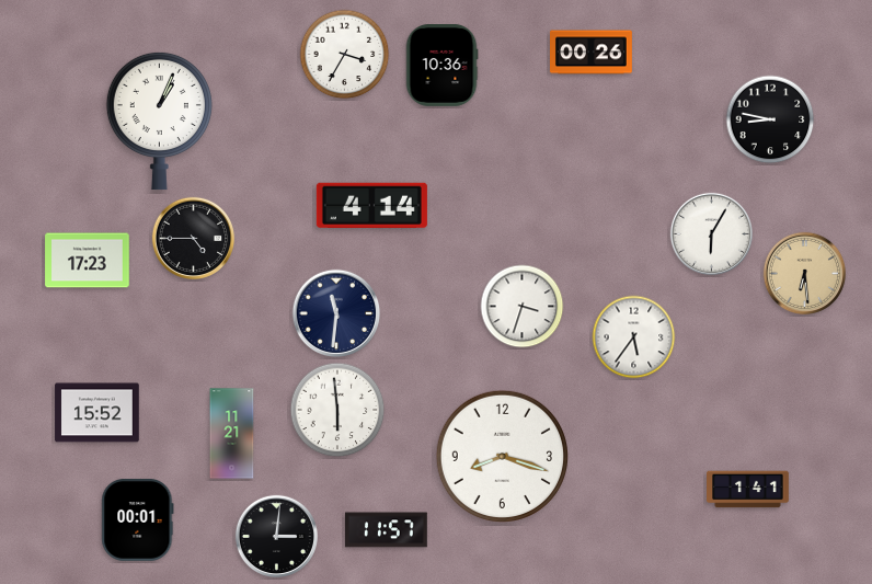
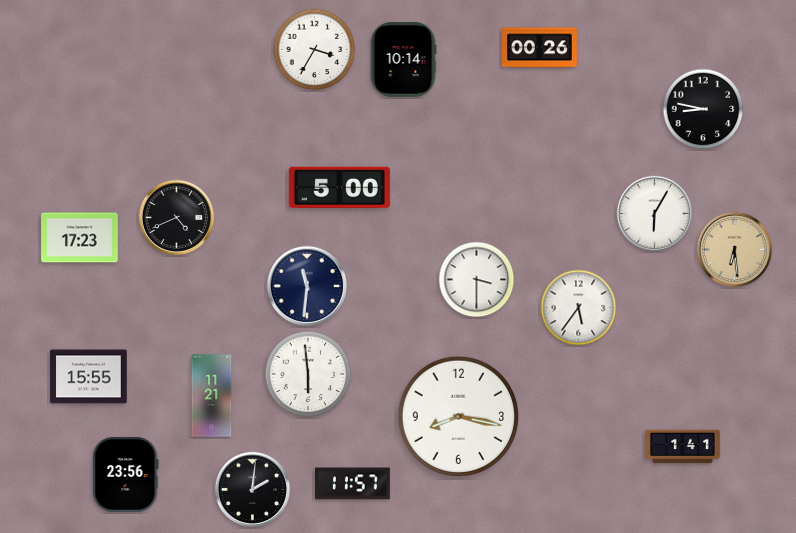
clock at (441, 66): 10:36 -> 10:14
clock at (159, 121): 1:04 -> none
clock at (371, 206): 4:14 -> 5:00
clock at (711, 233) position: (711, 233) -> (654, 213)
clock at (193, 238): 4:45 -> 4:41
clock at (523, 307): 3:33 -> 3:30
clock at (97, 413): 15:52 -> 15:55
clock at (502, 456): 8:18 -> 8:17
clock at (138, 519): 00:01 -> 23:56
clock at (276, 536): 3:01 -> 2:01
